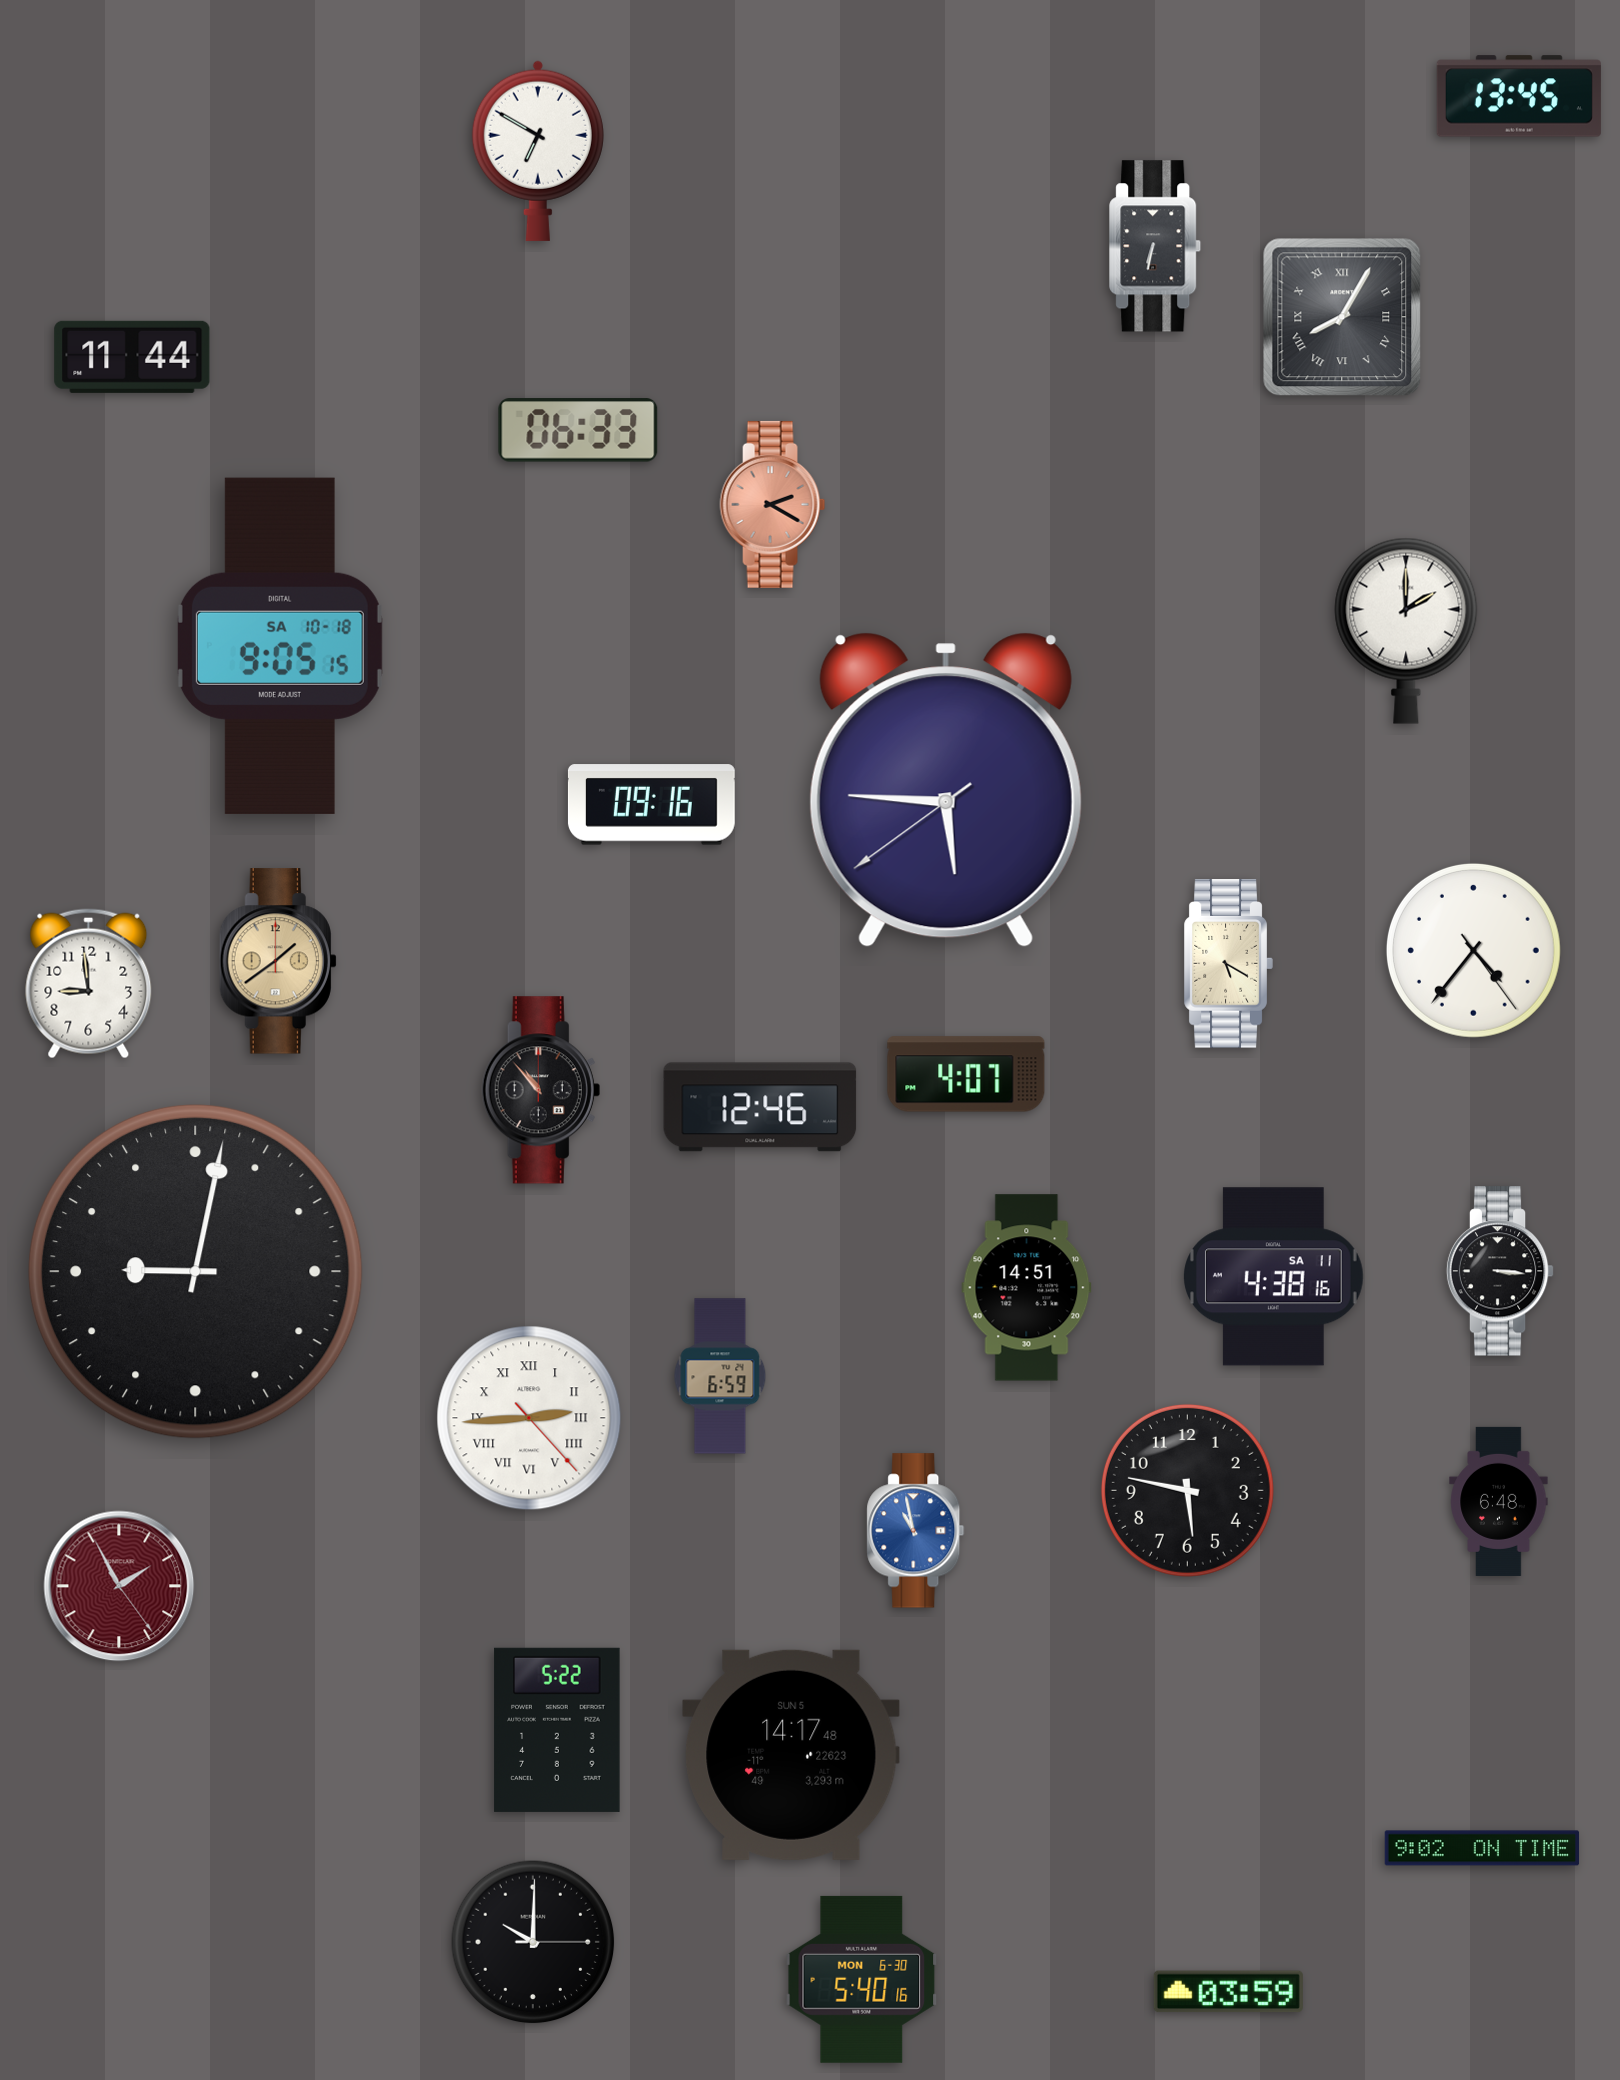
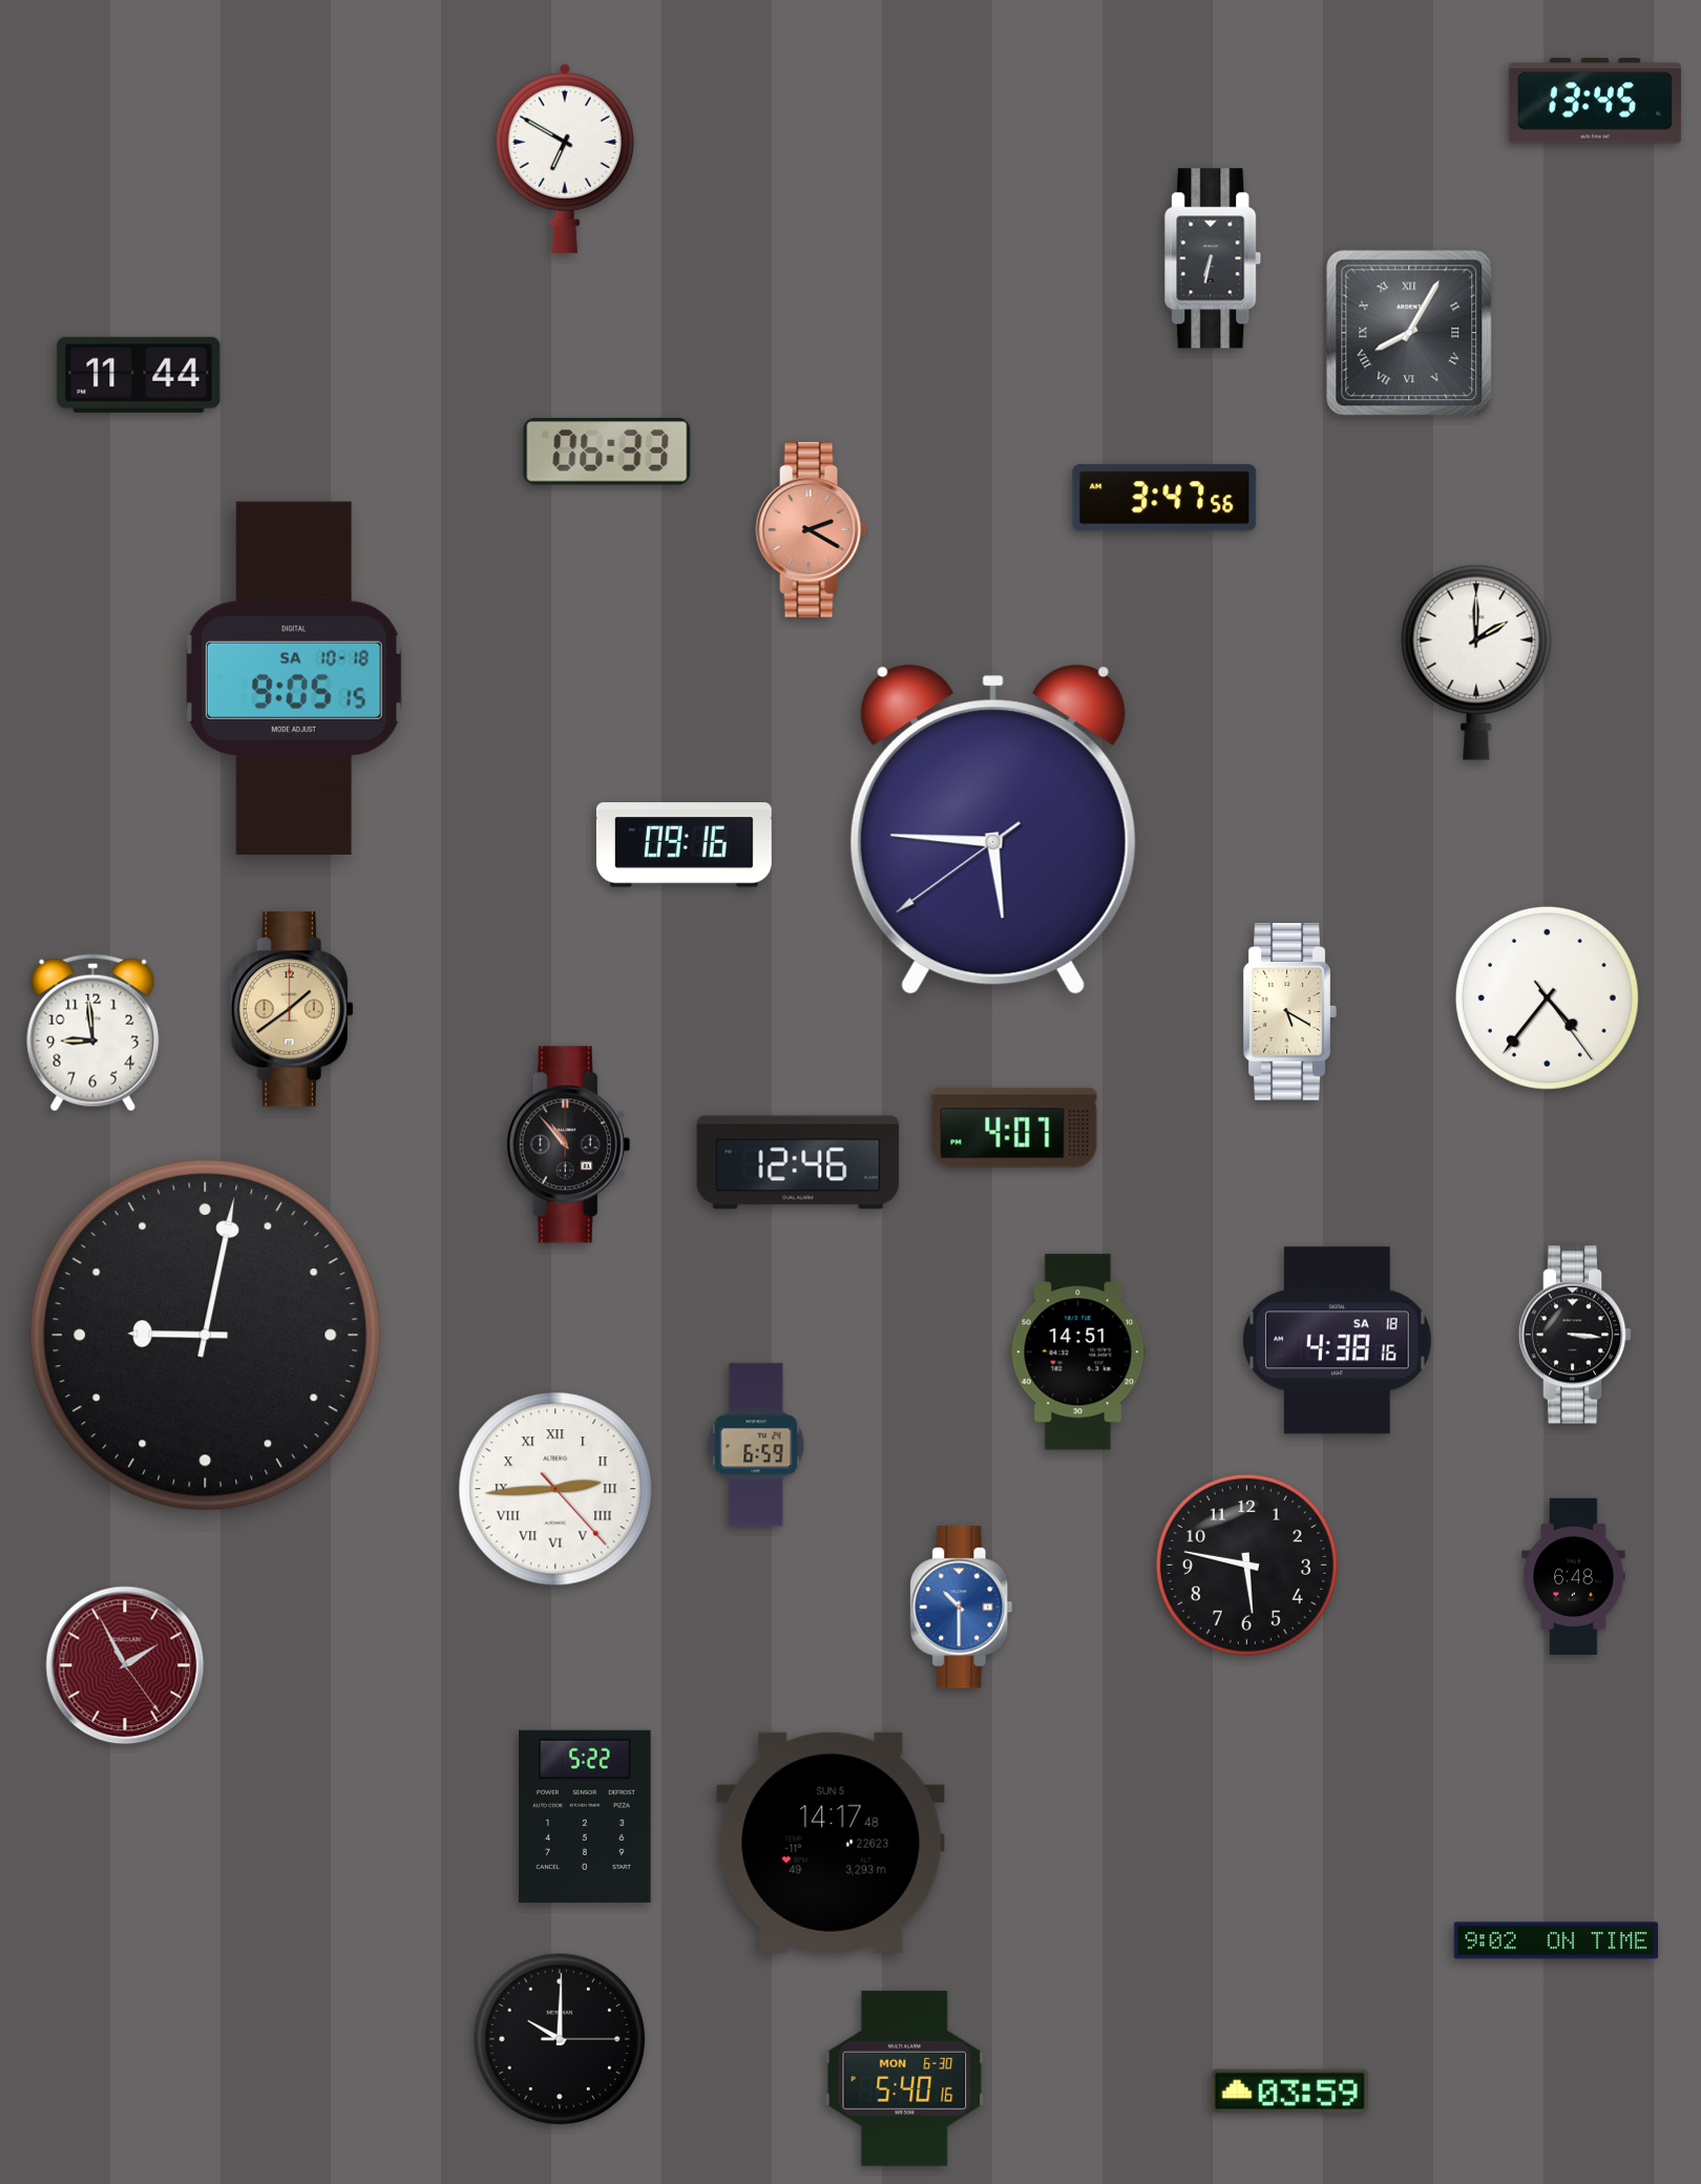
clock at (1164, 498): none -> 3:47
clock at (1274, 1277) date: SA 11 -> SA 18
clock at (916, 1531): 10:58 -> 10:30
